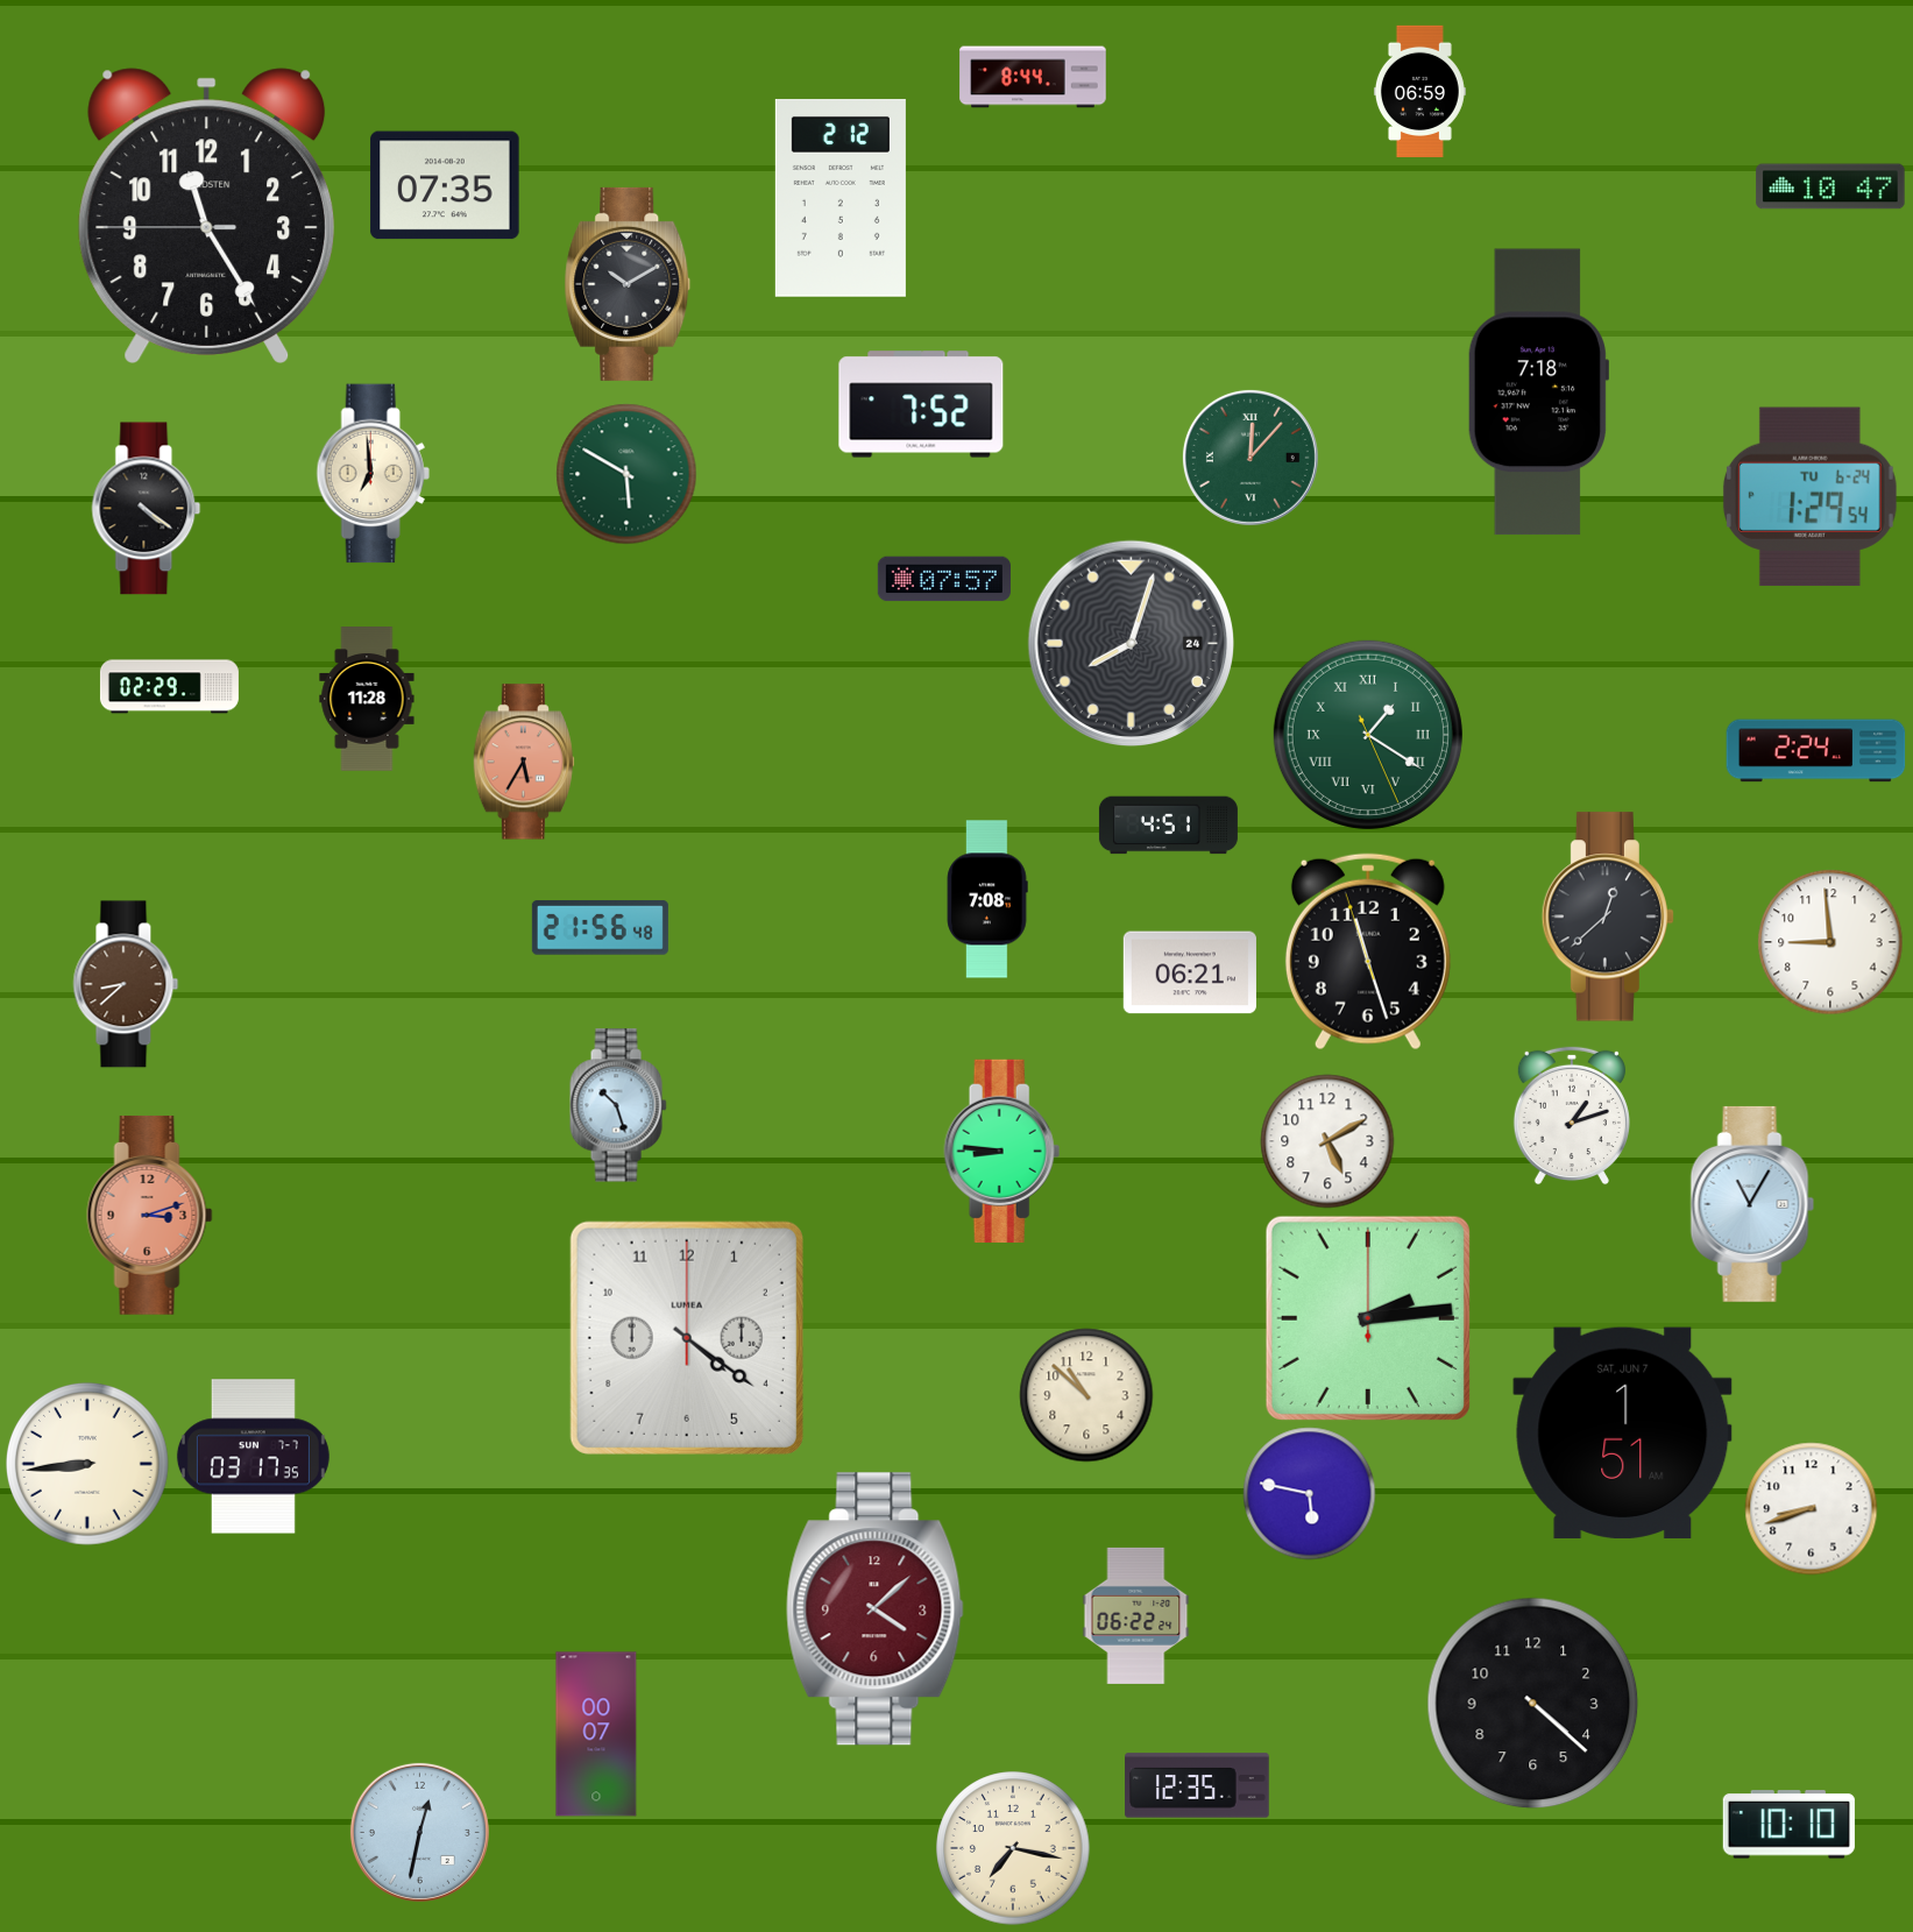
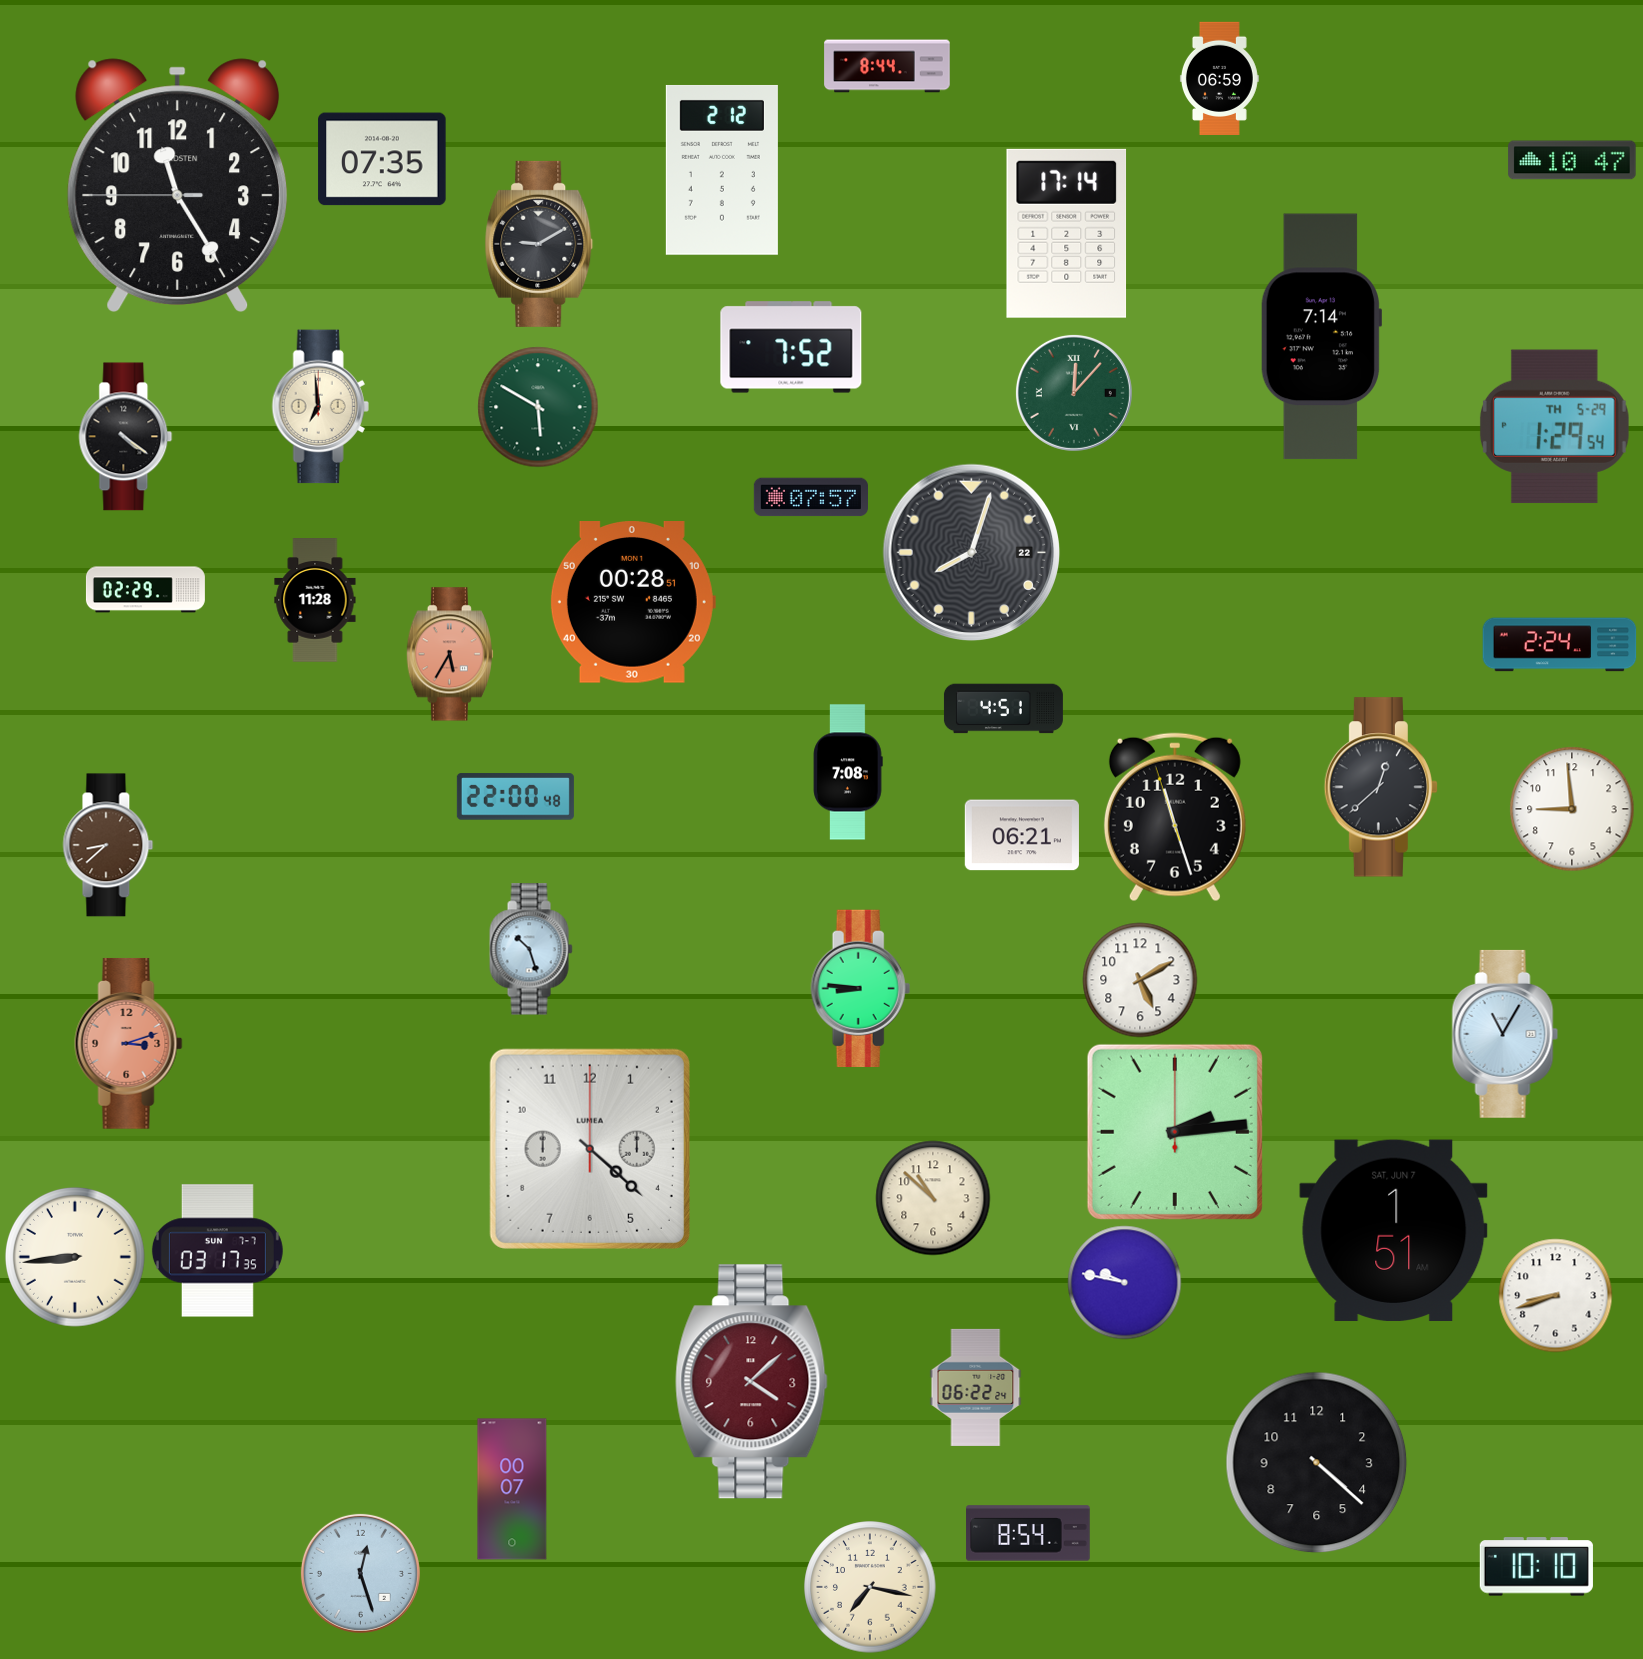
clock at (1066, 233): none -> 17:14
clock at (628, 284): 10:10 -> 9:10
clock at (1537, 392): 7:18 -> 7:14
clock at (1809, 497) date: TU 6-24 -> TH 5-29
clock at (1132, 644) date: 24 -> 22
clock at (632, 602): none -> 00:28
clock at (1368, 735): 1:20 -> none
clock at (600, 928): 21:56 -> 22:00
clock at (1572, 1116): 1:12 -> none
clock at (687, 1338): 4:21 -> 4:22
clock at (1310, 1494): 5:47 -> 9:47
clock at (1197, 1785): 12:35 -> 8:54
clock at (419, 1832): 12:32 -> 12:27
